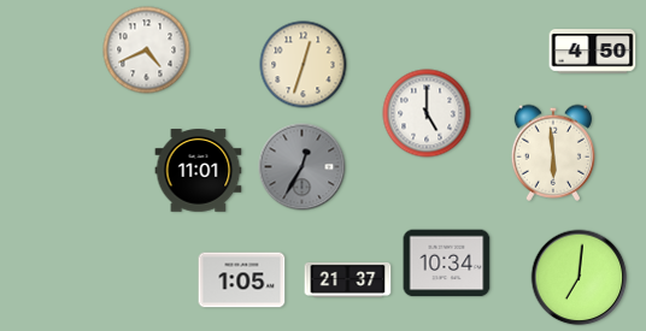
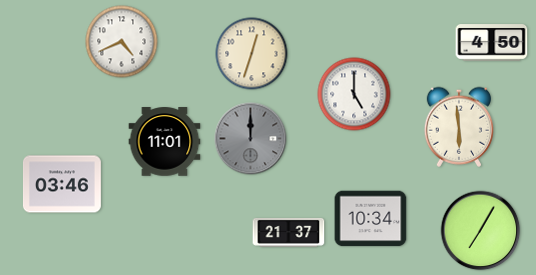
clock at (303, 167): 12:35 -> 12:00
clock at (62, 184): none -> 03:46
clock at (580, 278): 7:01 -> 7:05
clock at (242, 280): 1:05 -> none
